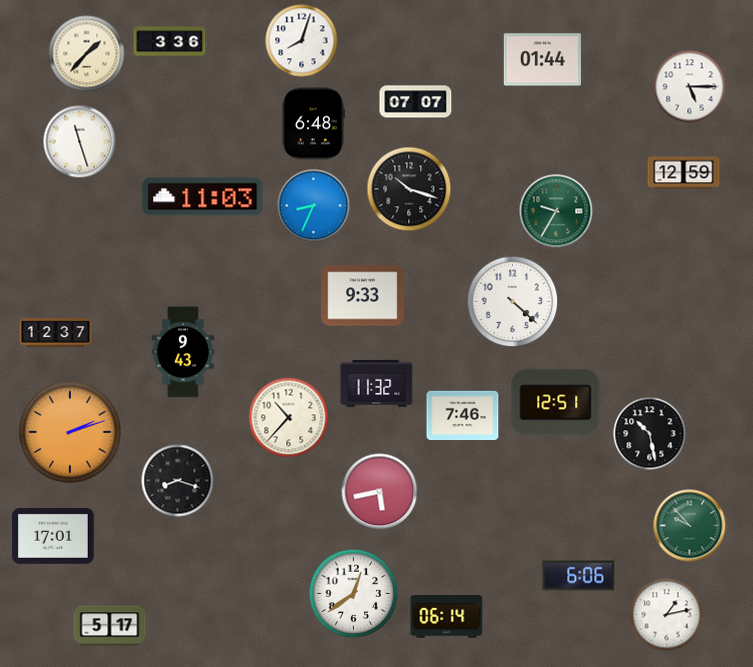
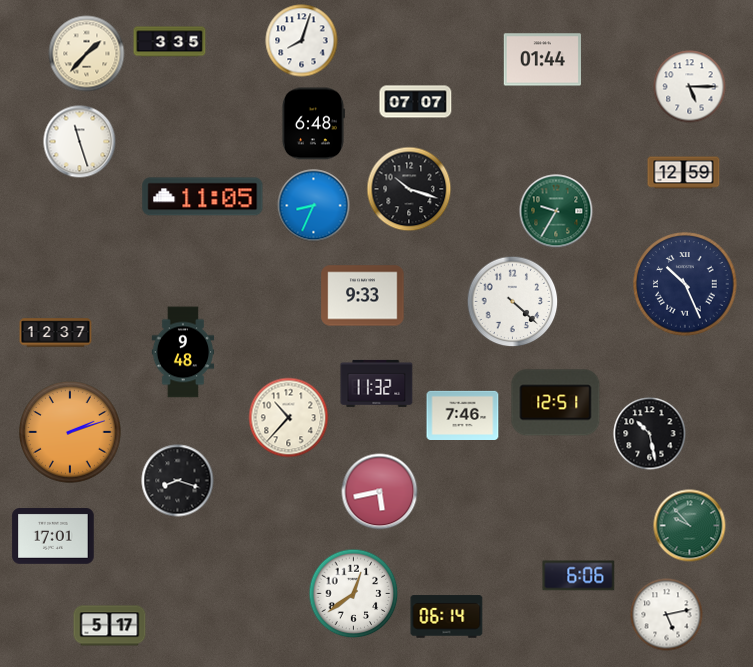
clock at (170, 42): 3:36 -> 3:35
clock at (203, 197): 11:03 -> 11:05
clock at (685, 284): none -> 10:26
clock at (183, 352): 9:43 -> 9:48
clock at (667, 615): 1:13 -> 5:13
